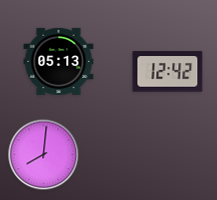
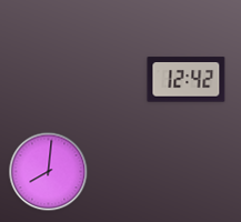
clock at (59, 61): 05:13 -> none
